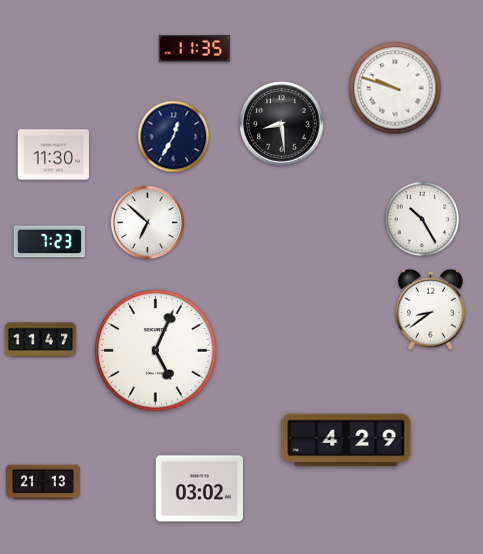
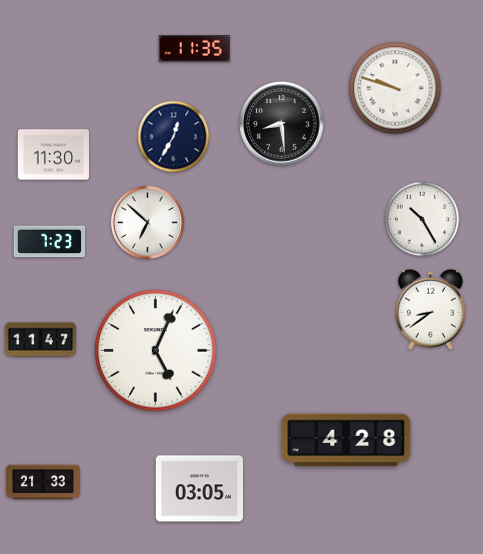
clock at (346, 440): 4:29 -> 4:28
clock at (44, 482): 21:13 -> 21:33
clock at (199, 489): 03:02 -> 03:05
